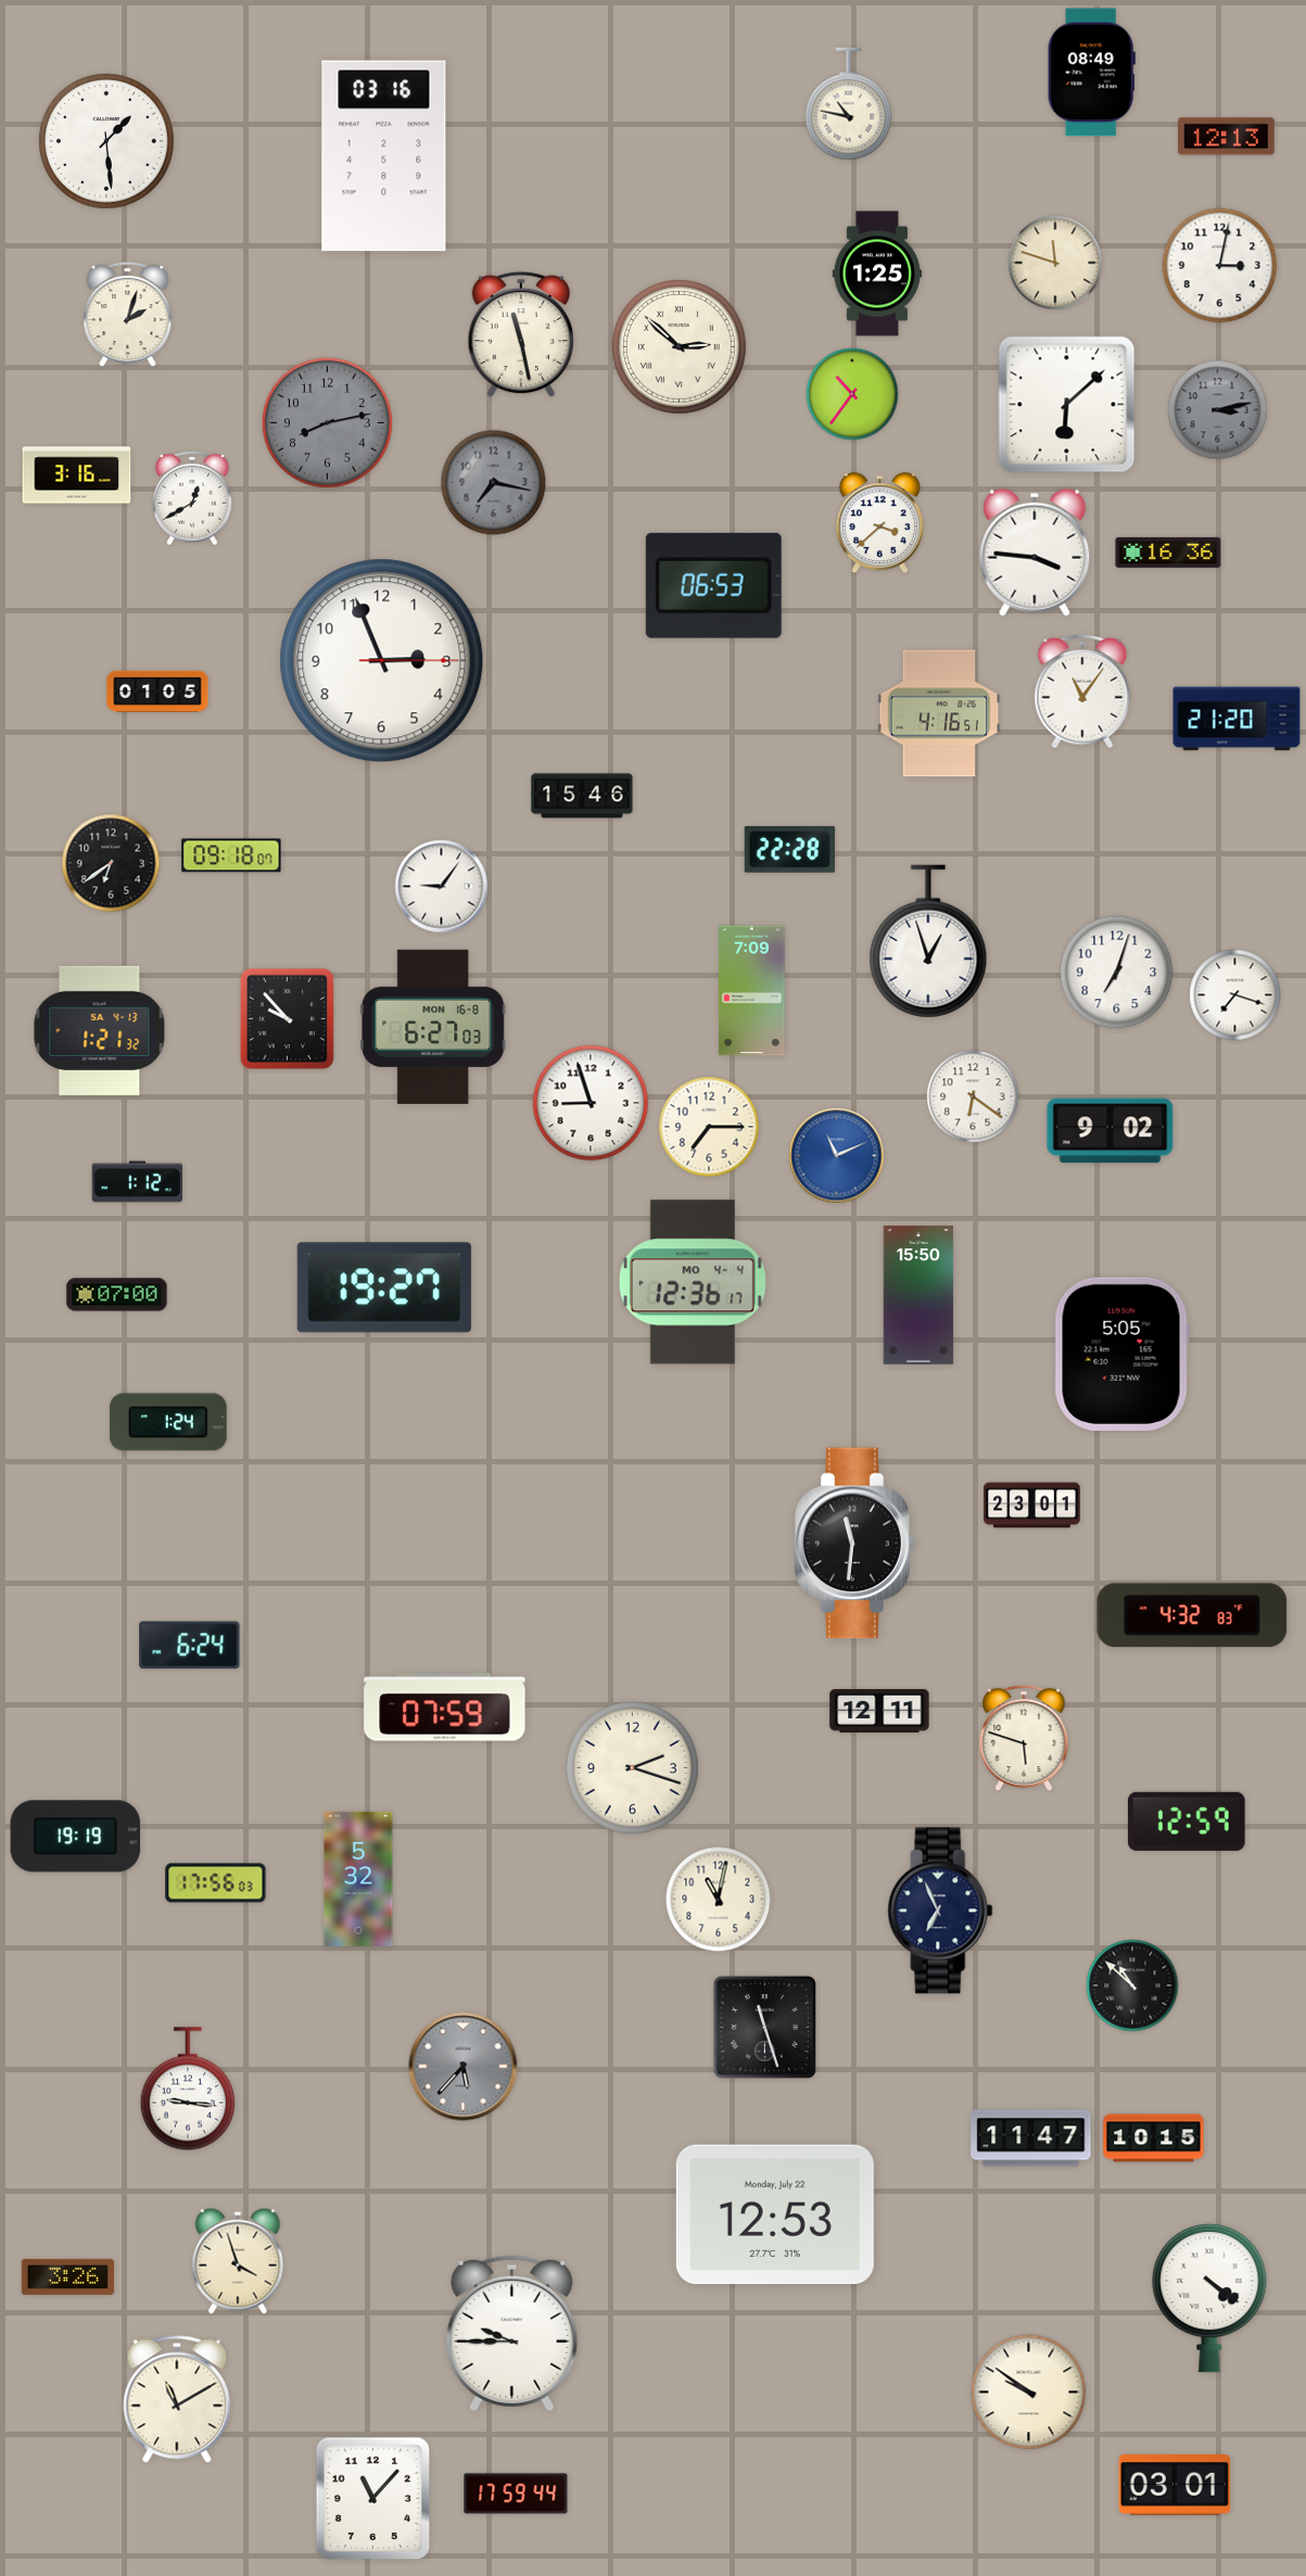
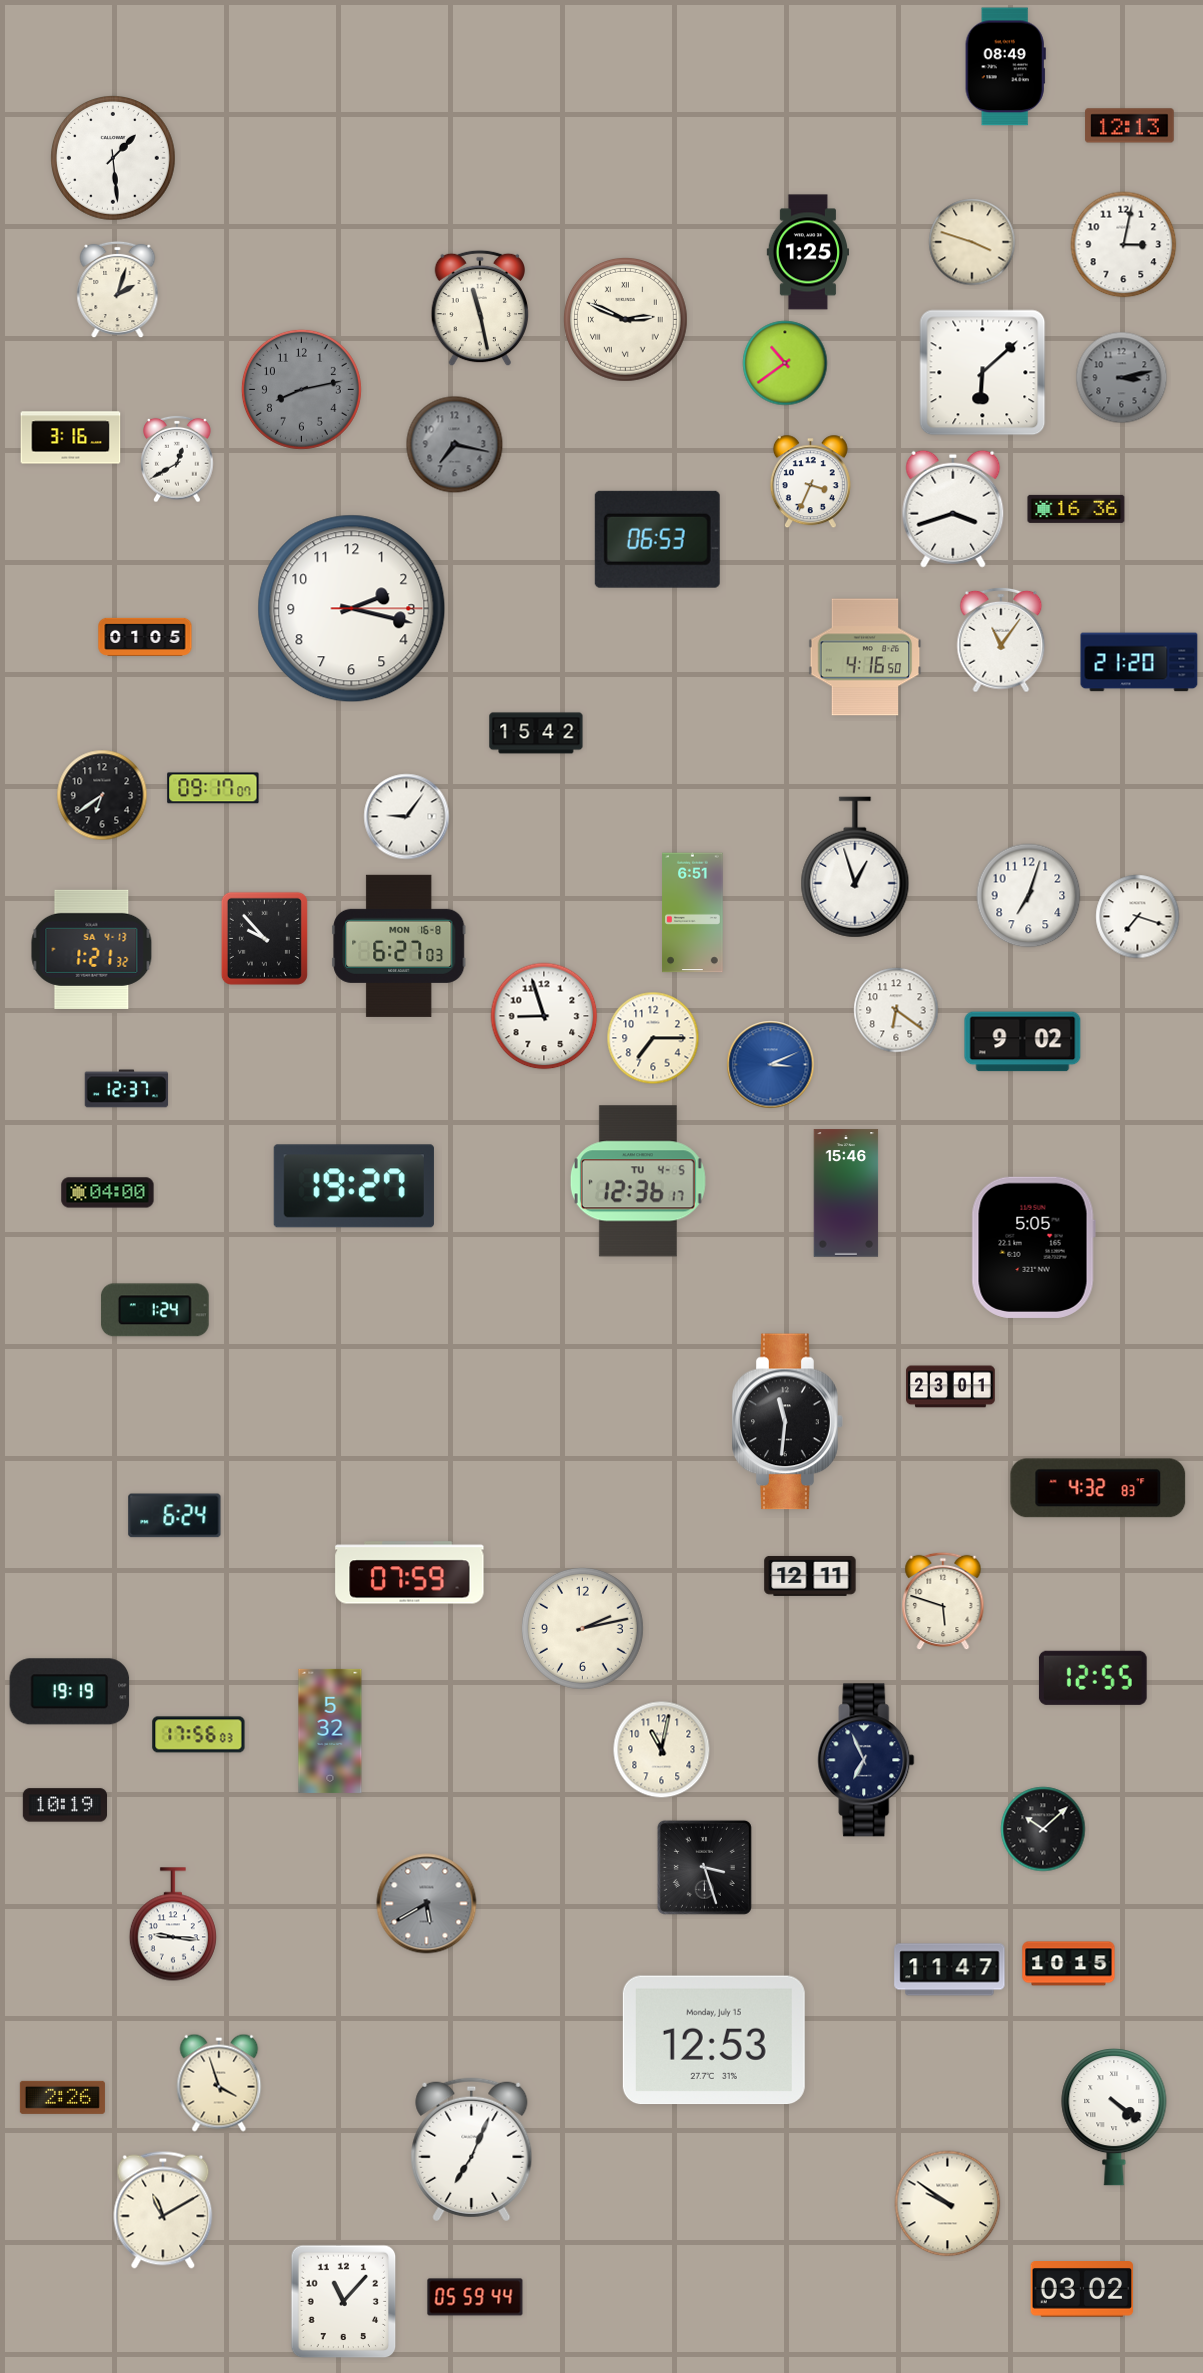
clock at (849, 104): 10:47 -> none
clock at (107, 142) position: (107, 142) -> (114, 159)
clock at (384, 156): 03:16 -> none
clock at (1055, 263): 11:48 -> 3:48
clock at (679, 346): 2:52 -> 2:49
clock at (852, 394): 10:36 -> 10:39
clock at (879, 523): 3:38 -> 3:34
clock at (1035, 553): 3:46 -> 3:42
clock at (382, 661): 2:56 -> 2:17
clock at (1082, 691) position: (1082, 691) -> (1001, 640)
clock at (939, 713): 4:16:51 -> 4:16:50
clock at (582, 796): 15:46 -> 15:42
clock at (789, 850): 22:28 -> none
clock at (231, 855): 09:18 -> 09:17
clock at (752, 991): 7:09 -> 6:51
clock at (837, 1156): 11:11 -> 3:11
clock at (138, 1182): 1:12 -> 12:37
clock at (693, 1282) date: MO 4-4 -> TU 4-5
clock at (117, 1295): 07:00 -> 04:00
clock at (918, 1295): 15:50 -> 15:46
clock at (632, 1767): 2:18 -> 2:13
clock at (1187, 1822): 12:59 -> 12:55
clock at (64, 1805): none -> 10:19
clock at (1132, 1985): 10:52 -> 10:08
clock at (764, 2027): 11:27 -> 3:27
clock at (464, 2067): 5:37 -> 5:40
clock at (1154, 2139) position: (1154, 2139) -> (1069, 1964)
clock at (775, 2215) date: Monday, July 22 -> Monday, July 15
clock at (67, 2276): 3:26 -> 2:26
clock at (512, 2334): 9:45 -> 7:04
clock at (1175, 2486): 03:01 -> 03:02
clock at (516, 2493): 17:59 -> 05:59
